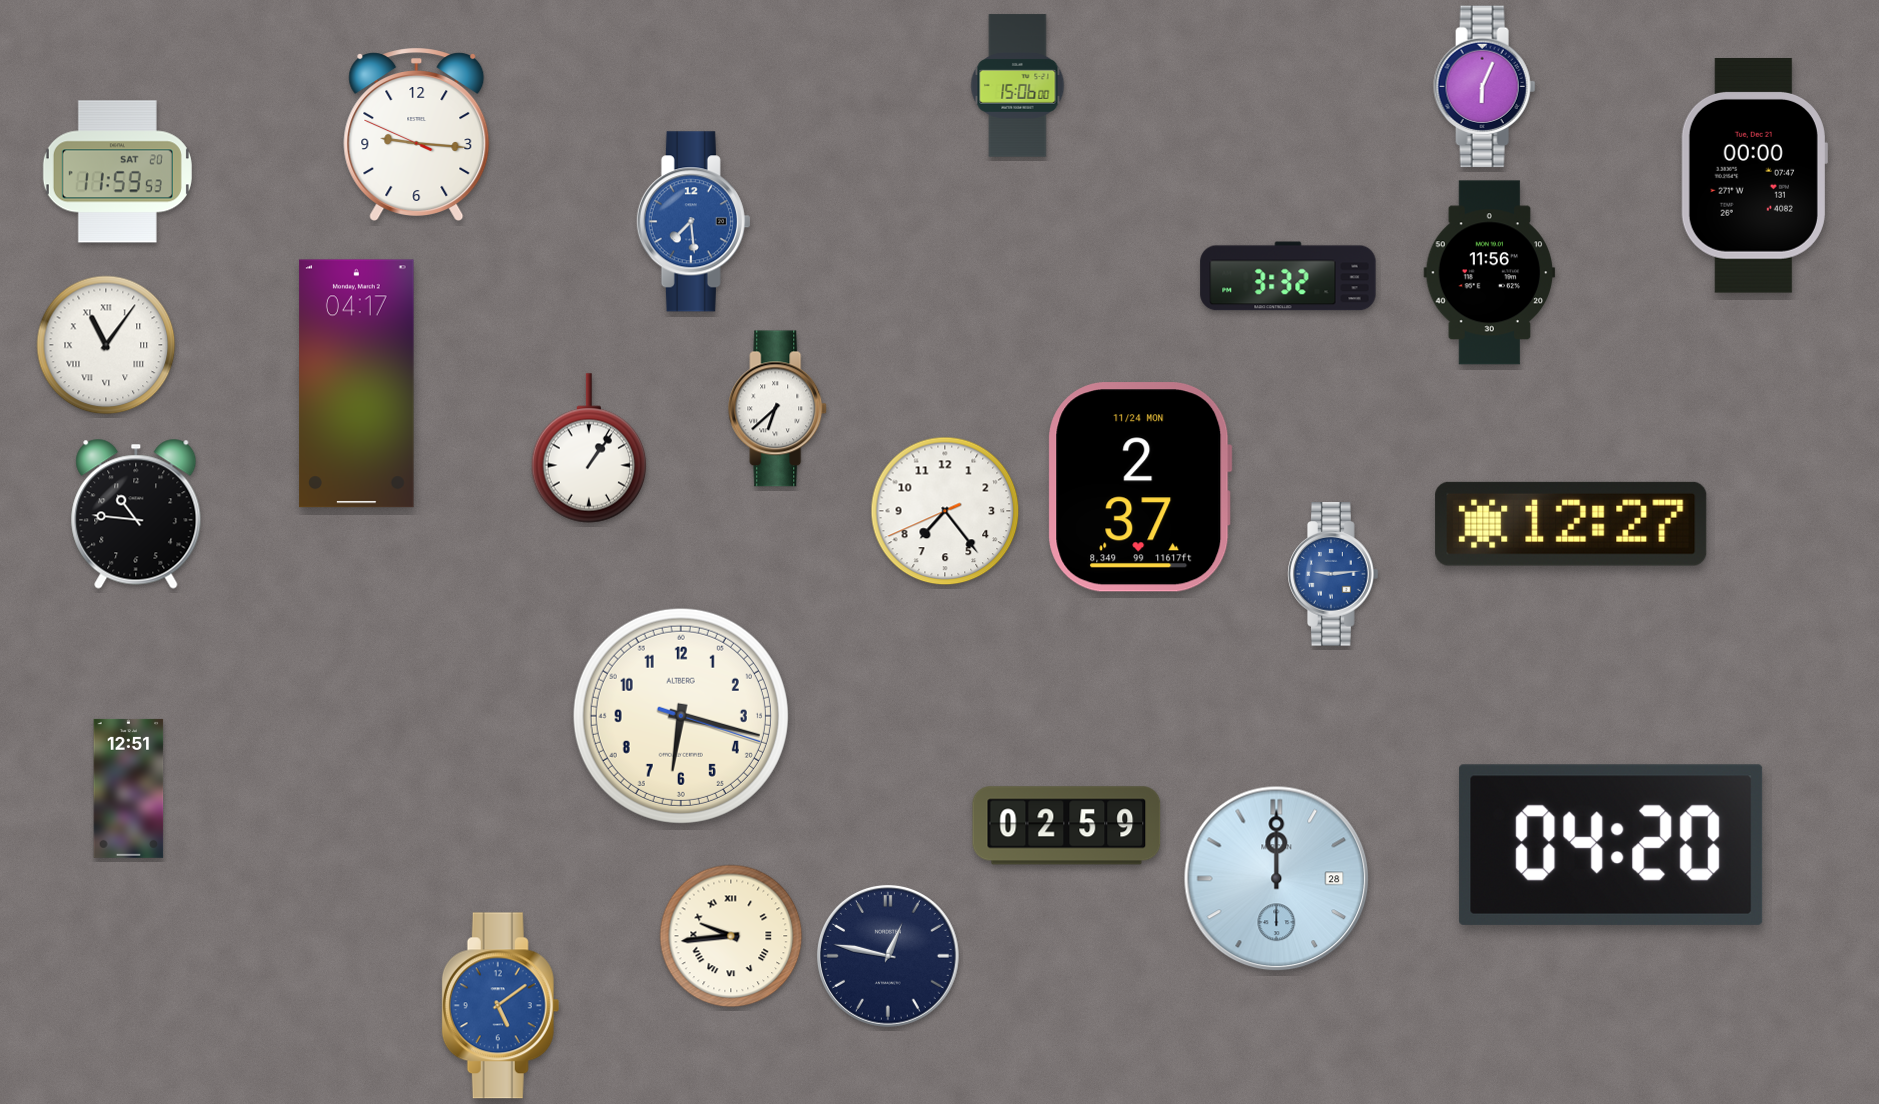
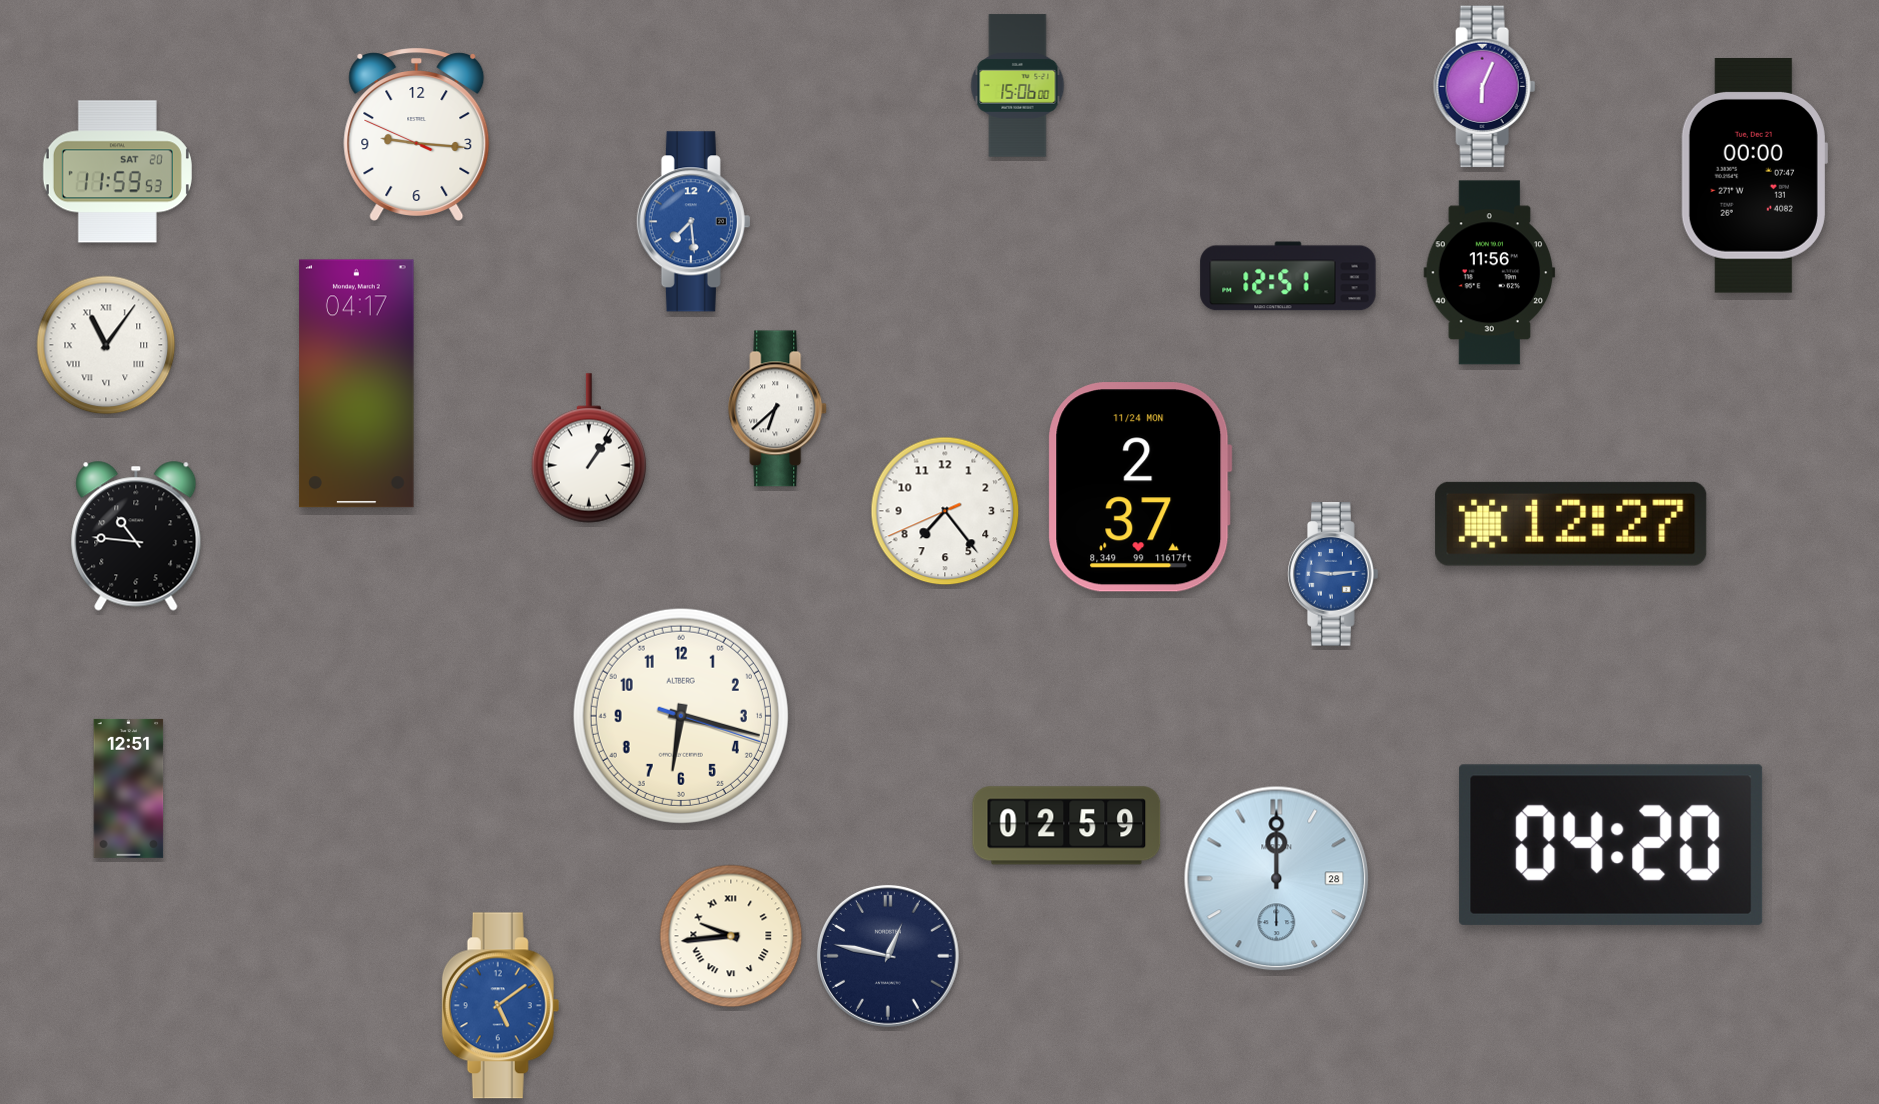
clock at (1288, 276): 3:32 -> 12:51
clock at (136, 514) position: (136, 514) -> (136, 536)
